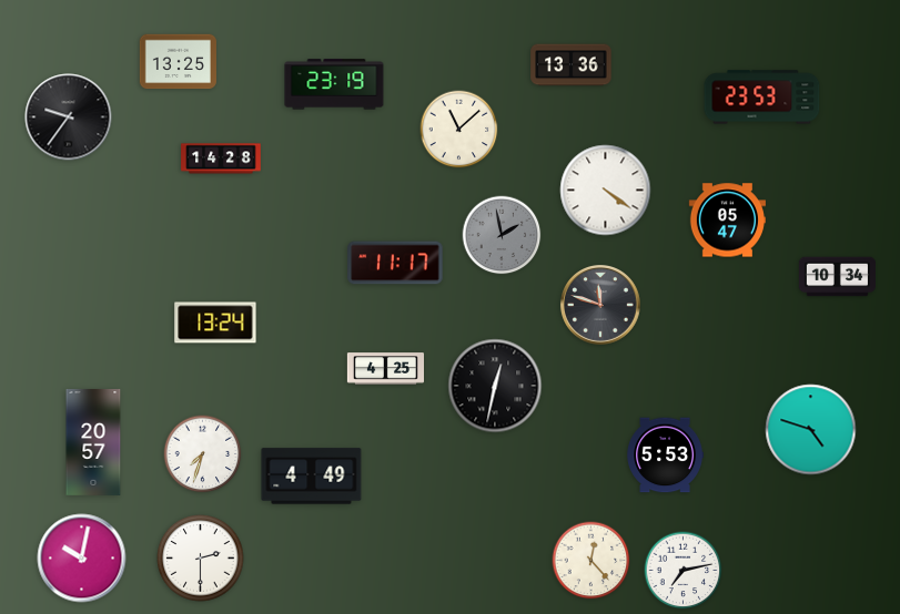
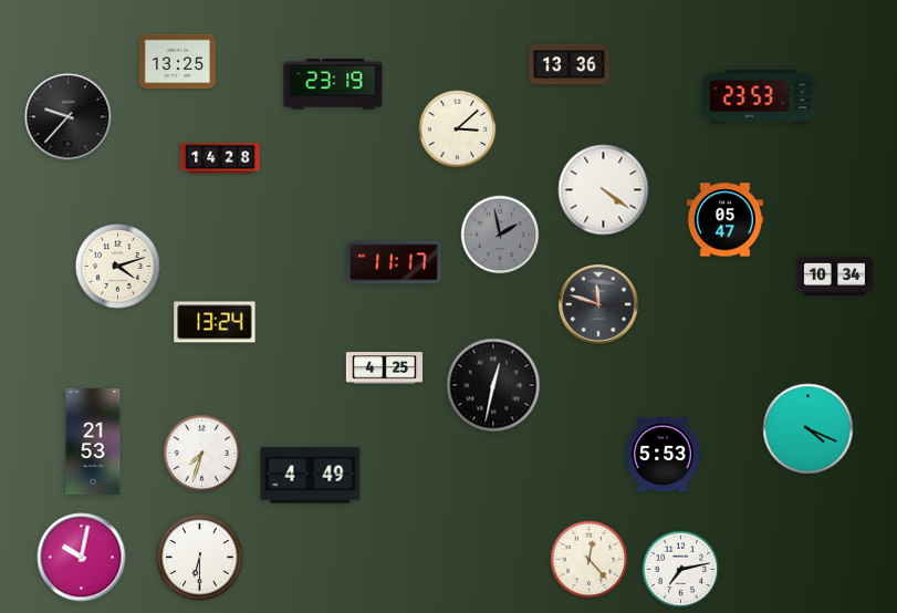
clock at (69, 117): 9:36 -> 9:37
clock at (459, 130): 11:08 -> 3:08
clock at (118, 267): none -> 4:12
clock at (811, 430): 4:48 -> 4:19
clock at (93, 442): 20:57 -> 21:53
clock at (201, 559): 2:30 -> 6:30
